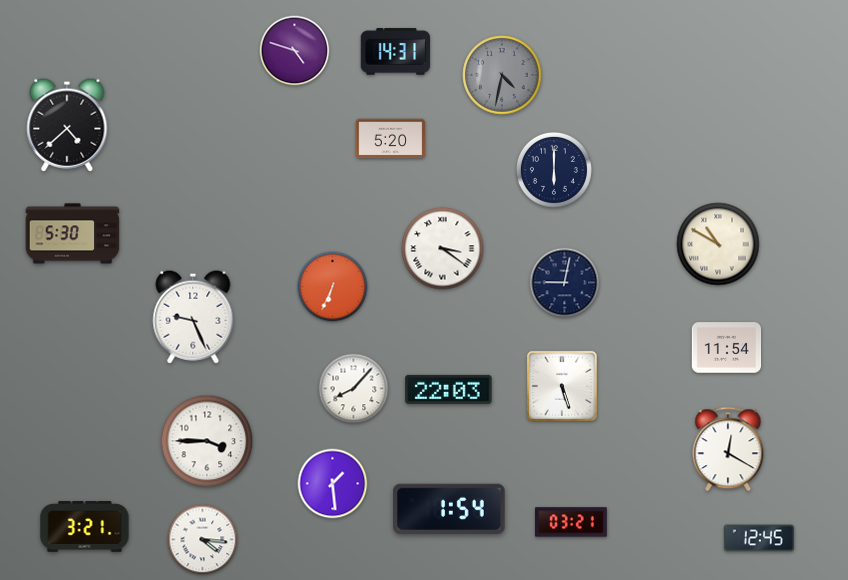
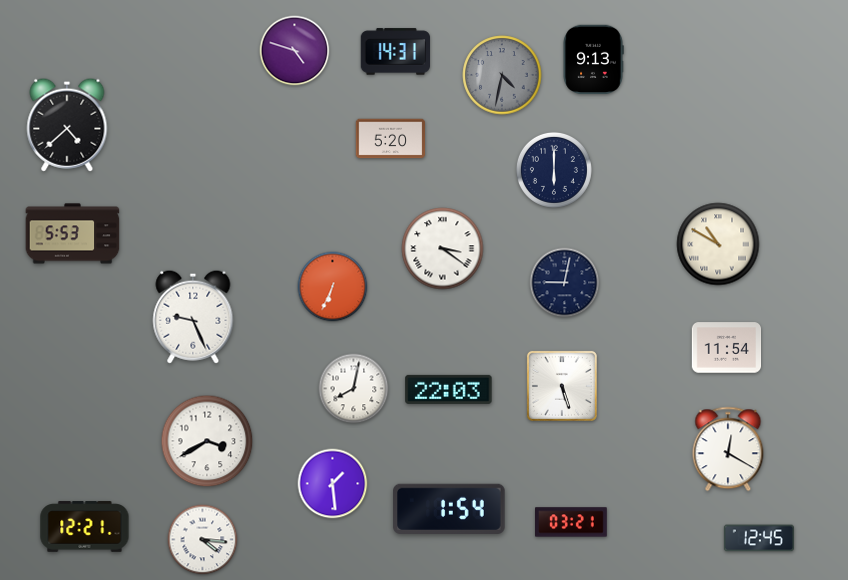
clock at (593, 60): none -> 9:13
clock at (73, 234): 5:30 -> 5:53
clock at (354, 389): 8:07 -> 8:02
clock at (207, 441): 3:45 -> 3:40
clock at (85, 527): 3:21 -> 12:21
